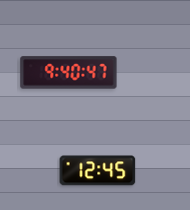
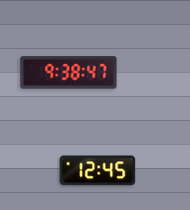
clock at (69, 73): 9:40 -> 9:38
